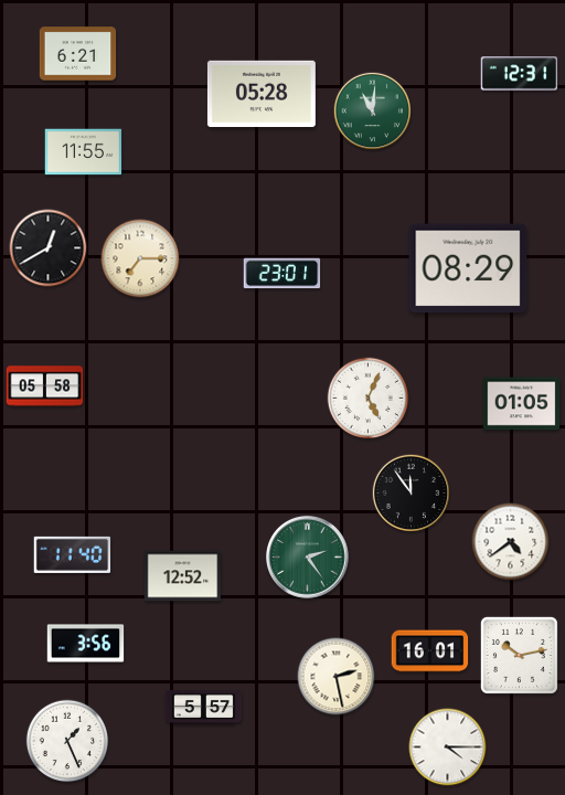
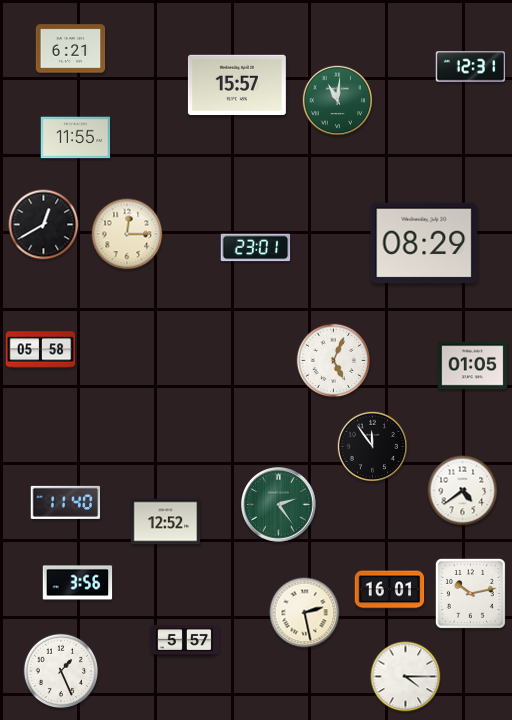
clock at (262, 93): 05:28 -> 15:57
clock at (140, 258): 7:15 -> 12:15
